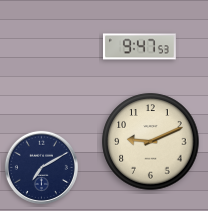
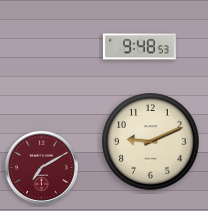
clock at (139, 47): 9:47 -> 9:48
clock at (41, 167) dial: navy -> burgundy
